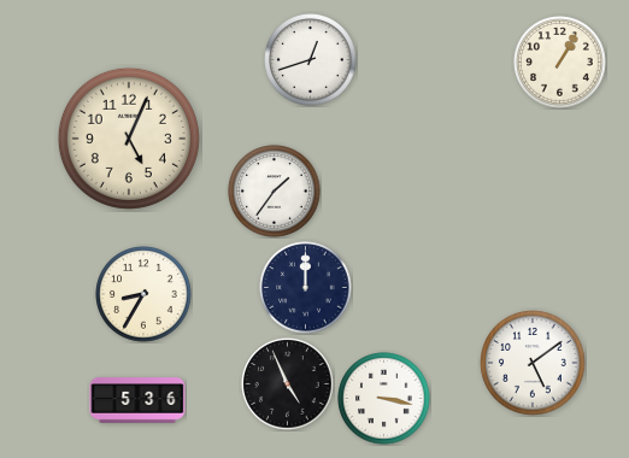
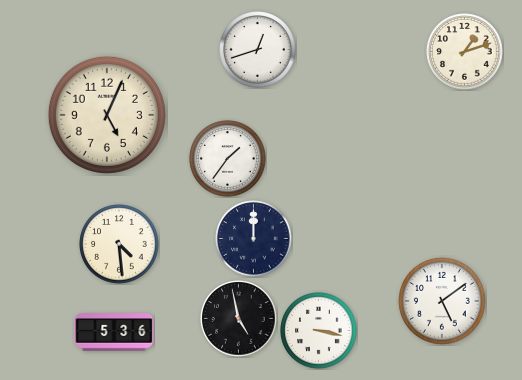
clock at (560, 63): 1:05 -> 1:12
clock at (143, 294): 8:35 -> 4:29
clock at (288, 384): 4:56 -> 4:58
